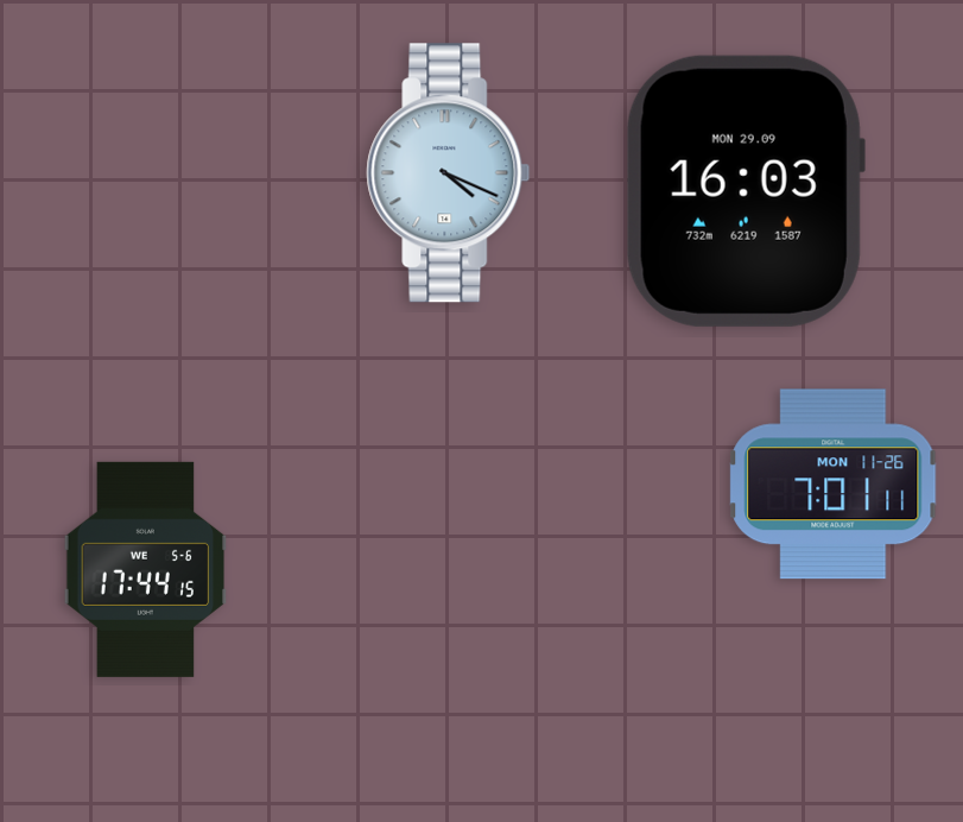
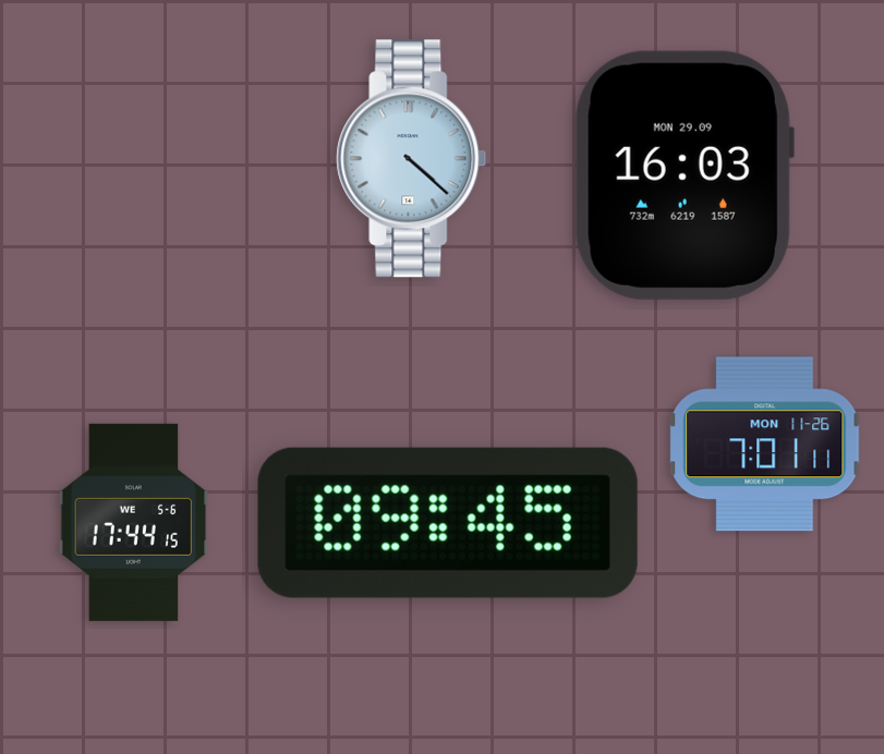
clock at (449, 173): 4:19 -> 4:22
clock at (448, 523): none -> 09:45
